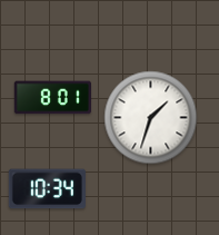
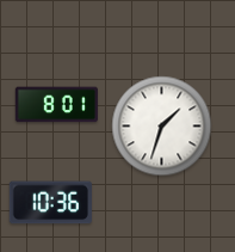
clock at (47, 189): 10:34 -> 10:36
